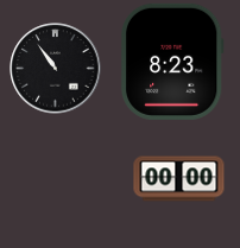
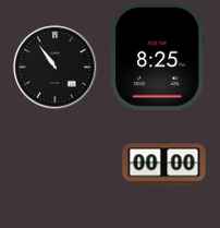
clock at (172, 62): 8:23 -> 8:25
clock at (56, 69) position: (56, 69) -> (56, 68)
